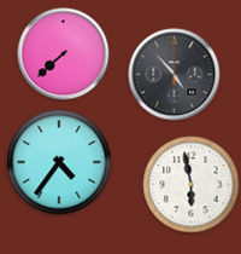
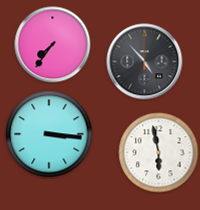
clock at (64, 54): 7:38 -> 7:36
clock at (59, 162): 4:36 -> 3:16
